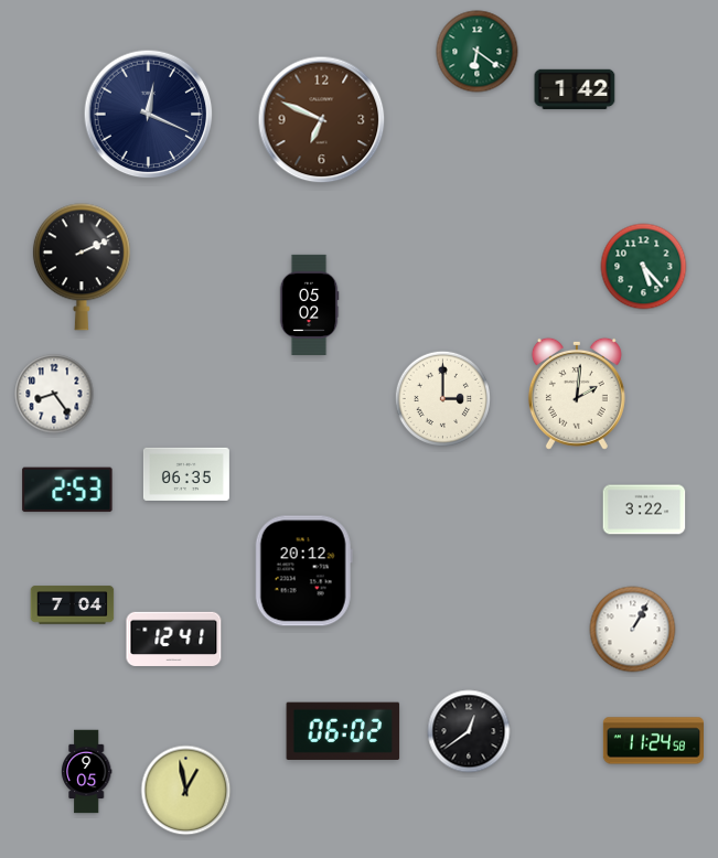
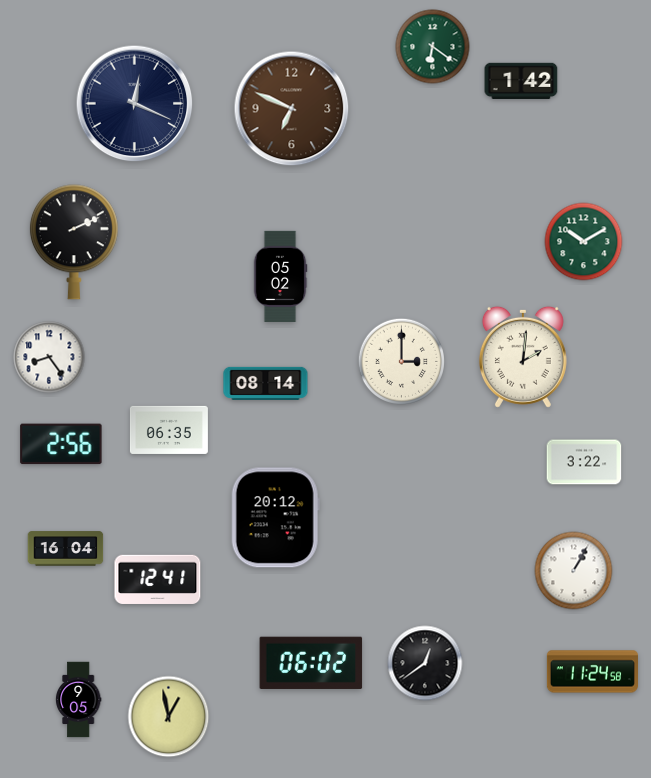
clock at (644, 267): 5:23 -> 10:10
clock at (266, 383): none -> 08:14
clock at (67, 490): 2:53 -> 2:56
clock at (73, 605): 7:04 -> 16:04
